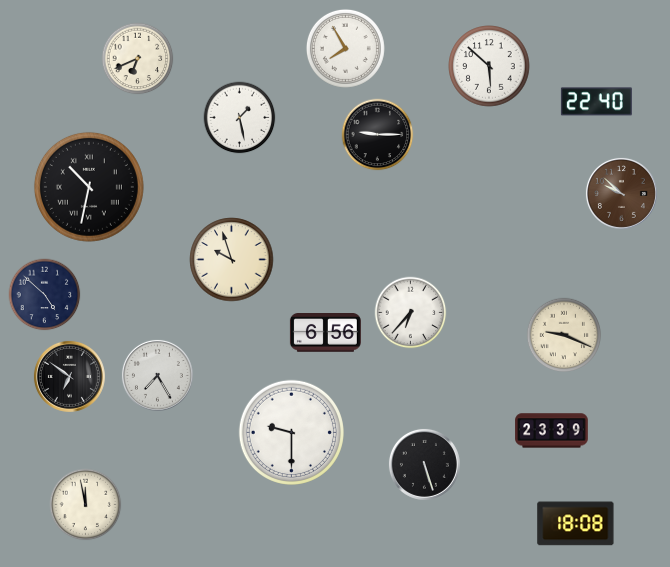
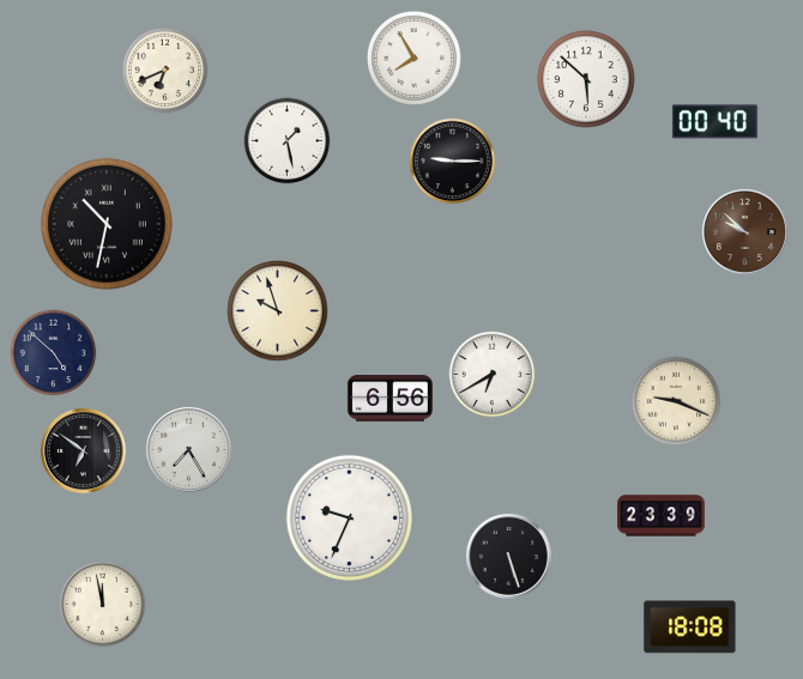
clock at (596, 102): 22:40 -> 00:40
clock at (411, 313): 6:37 -> 6:40
clock at (291, 432): 9:30 -> 9:34
